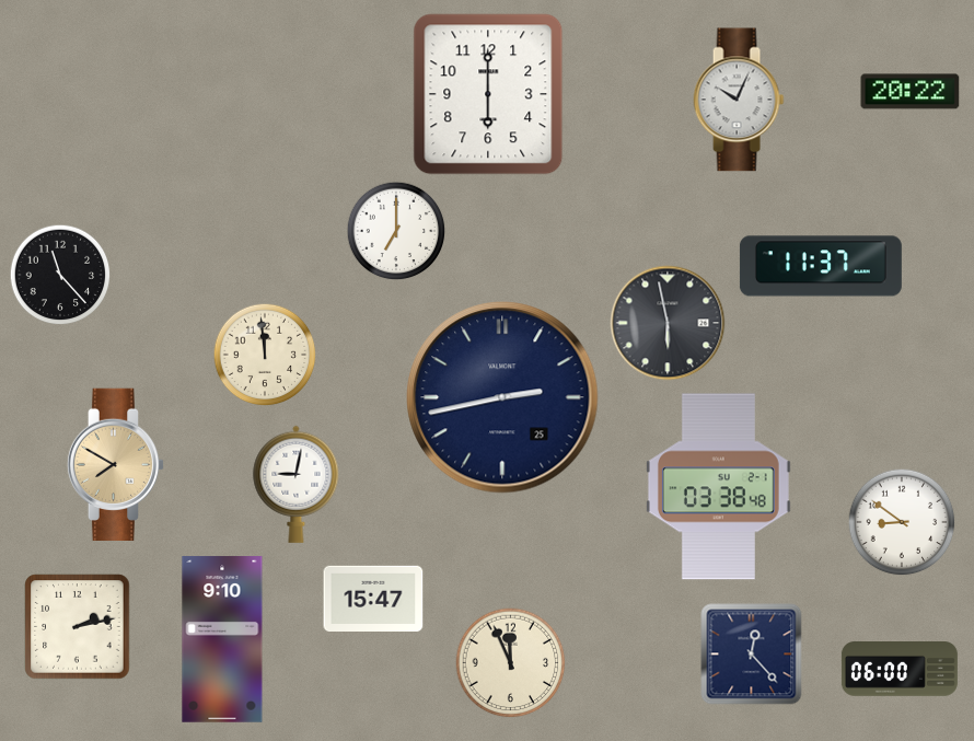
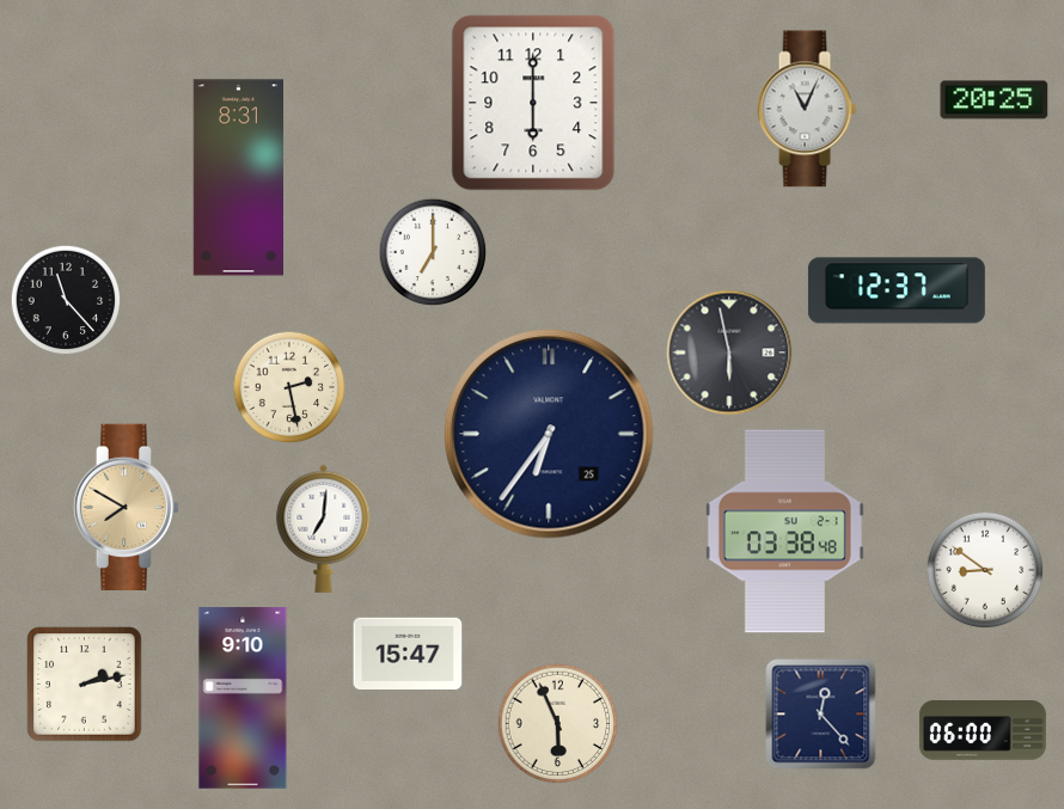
clock at (911, 92): 20:22 -> 20:25
clock at (739, 100): 10:04 -> 11:04
clock at (239, 178): none -> 8:31
clock at (821, 266): 11:37 -> 12:37
clock at (265, 355): 11:59 -> 2:28
clock at (502, 397): 2:43 -> 6:36
clock at (297, 484): 9:02 -> 7:01
clock at (511, 663): 11:56 -> 5:56
